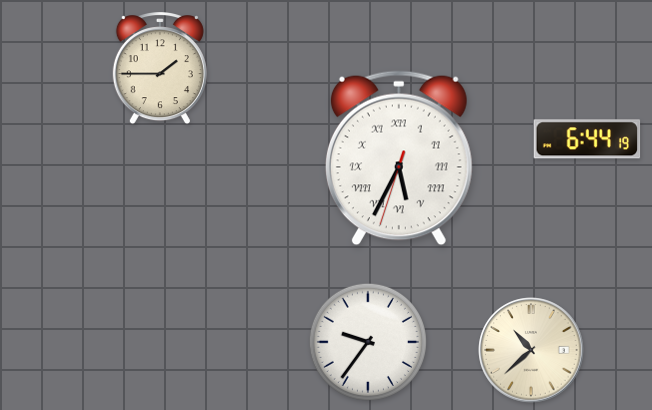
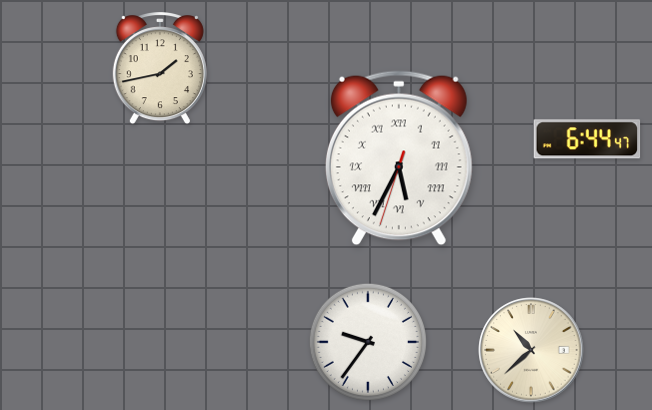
clock at (160, 69): 1:45 -> 1:43
clock at (587, 139): 6:44:19 -> 6:44:47
